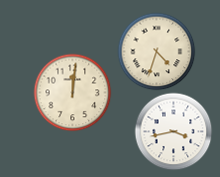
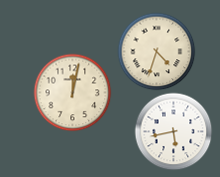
clock at (72, 92): 12:01 -> 12:02
clock at (173, 131): 3:43 -> 5:43
